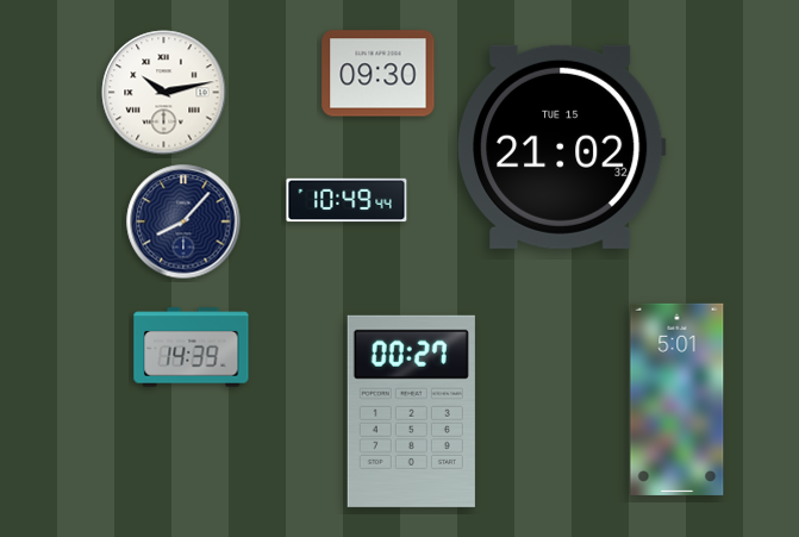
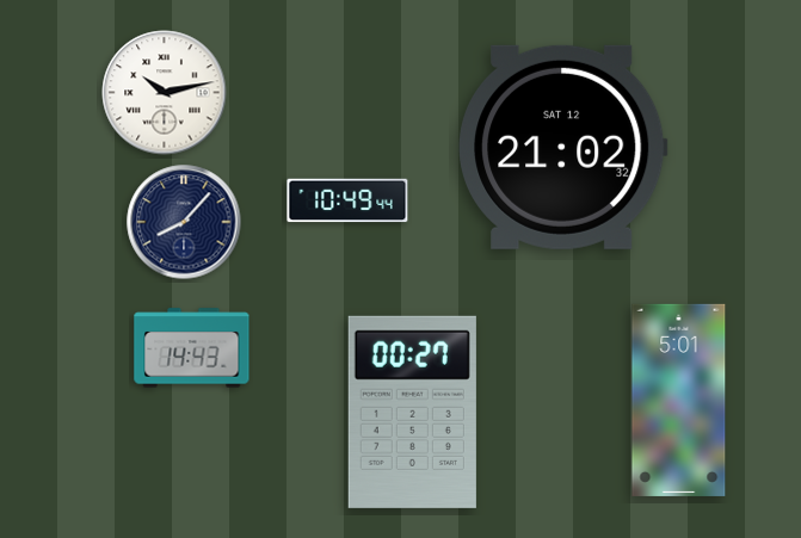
clock at (379, 74): 09:30 -> none
clock at (562, 146) date: TUE 15 -> SAT 12
clock at (192, 348): 14:39 -> 14:43
